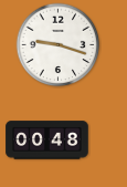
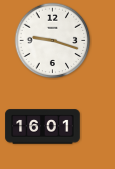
clock at (47, 141): 00:48 -> 16:01
